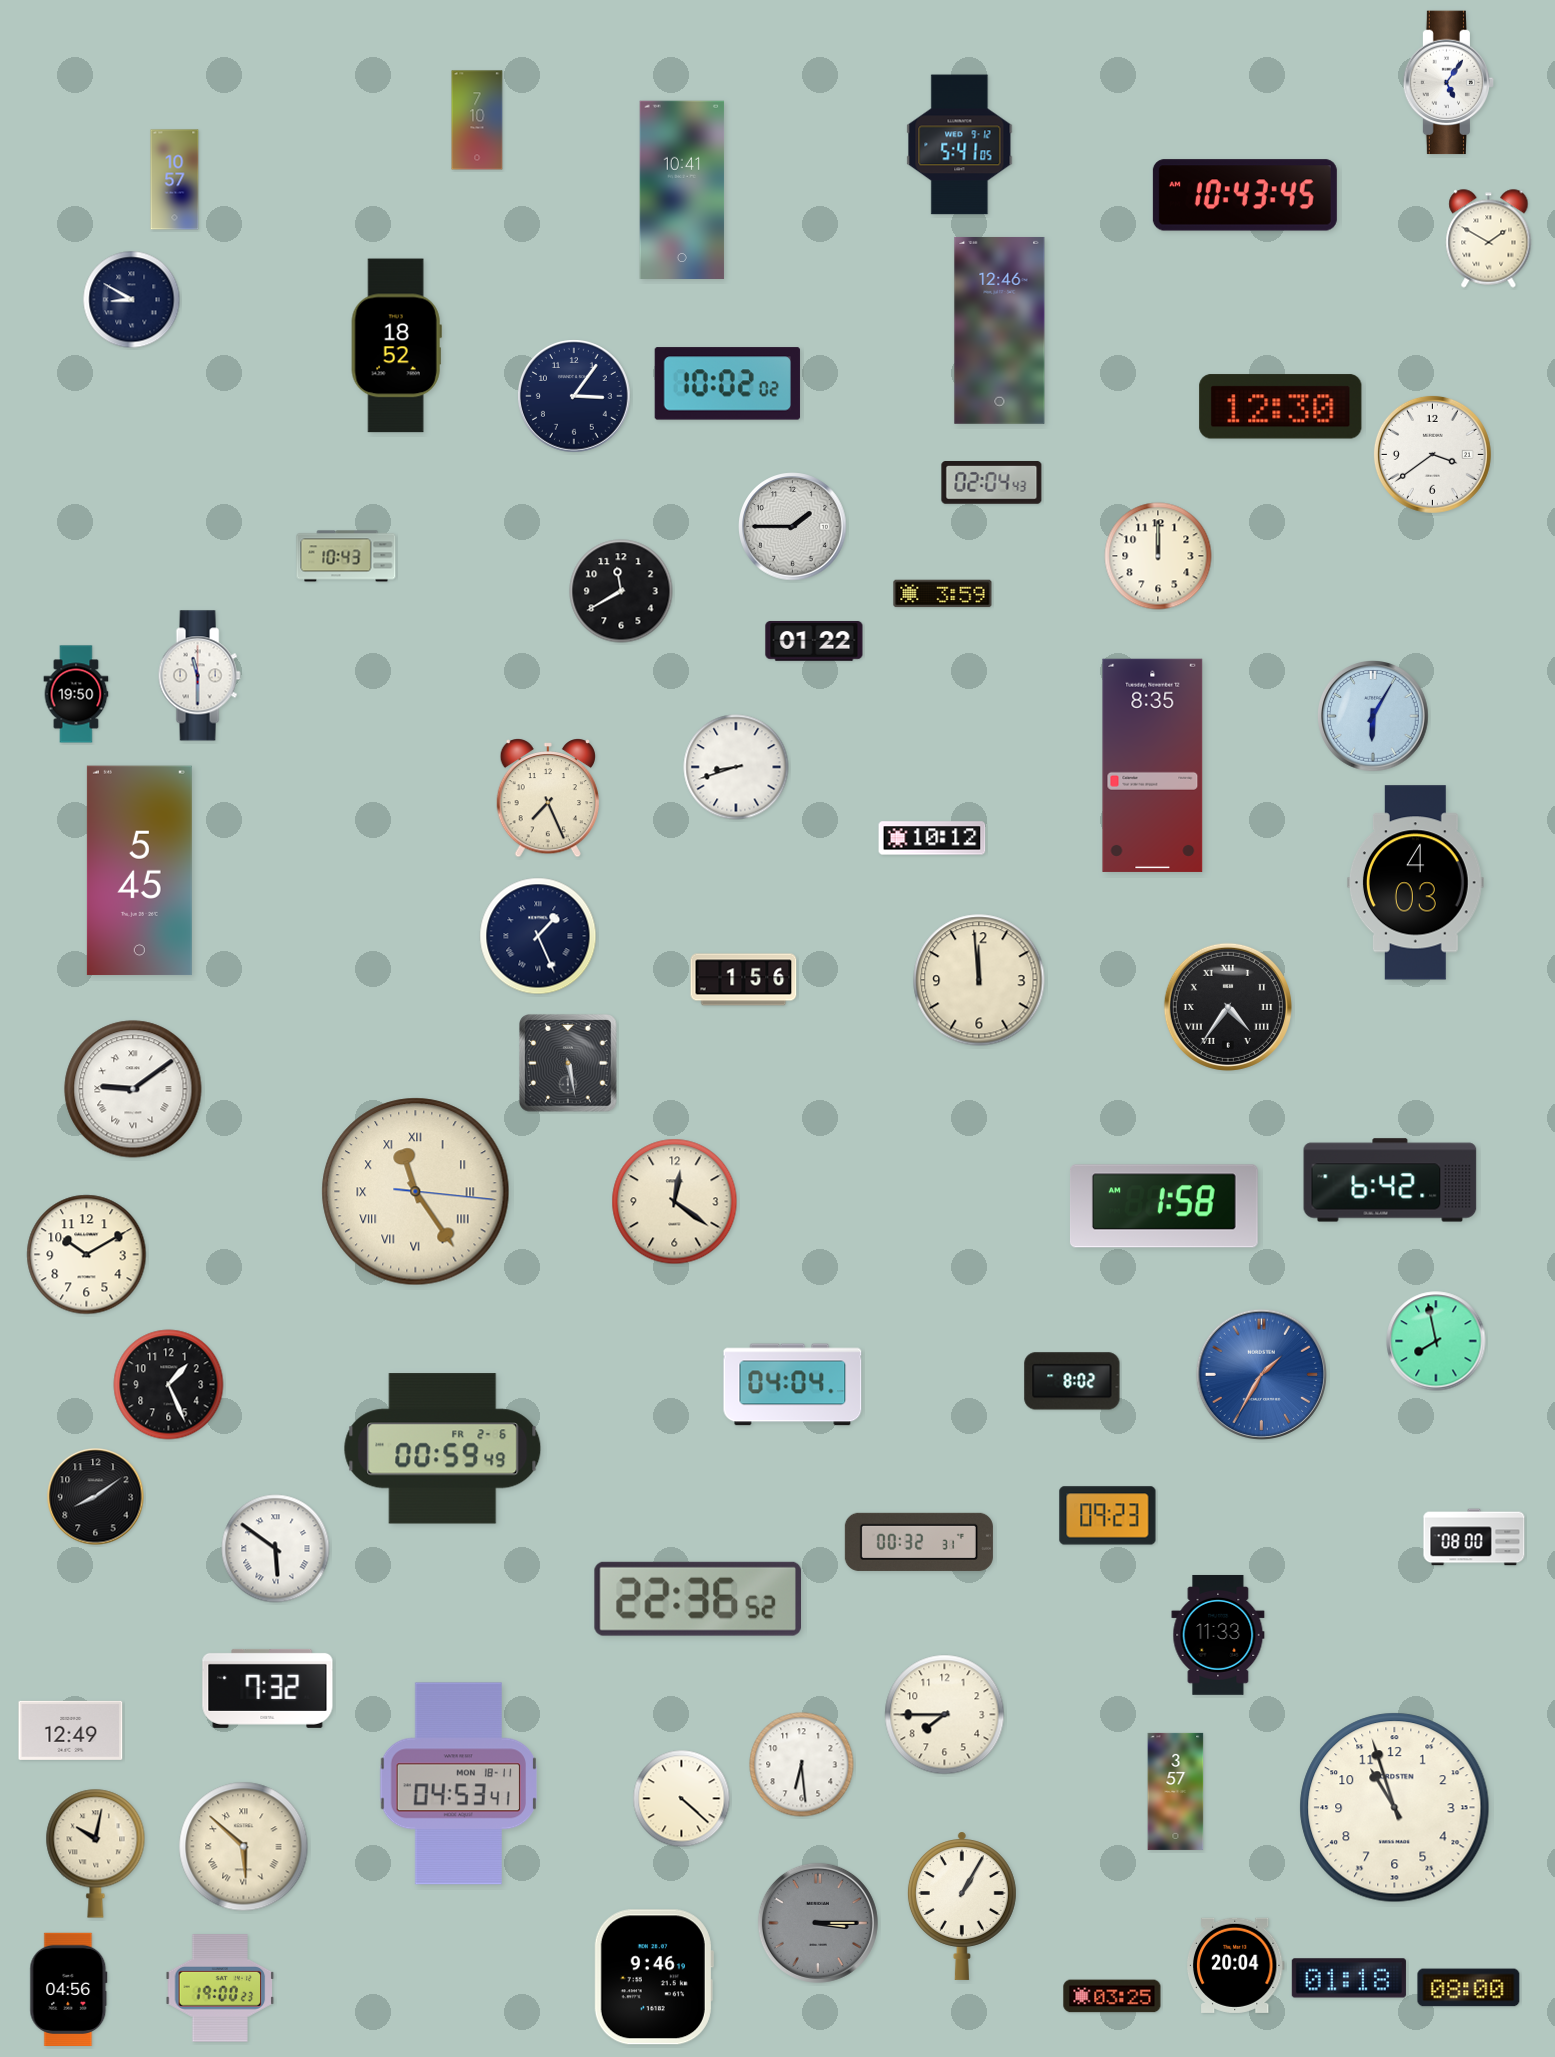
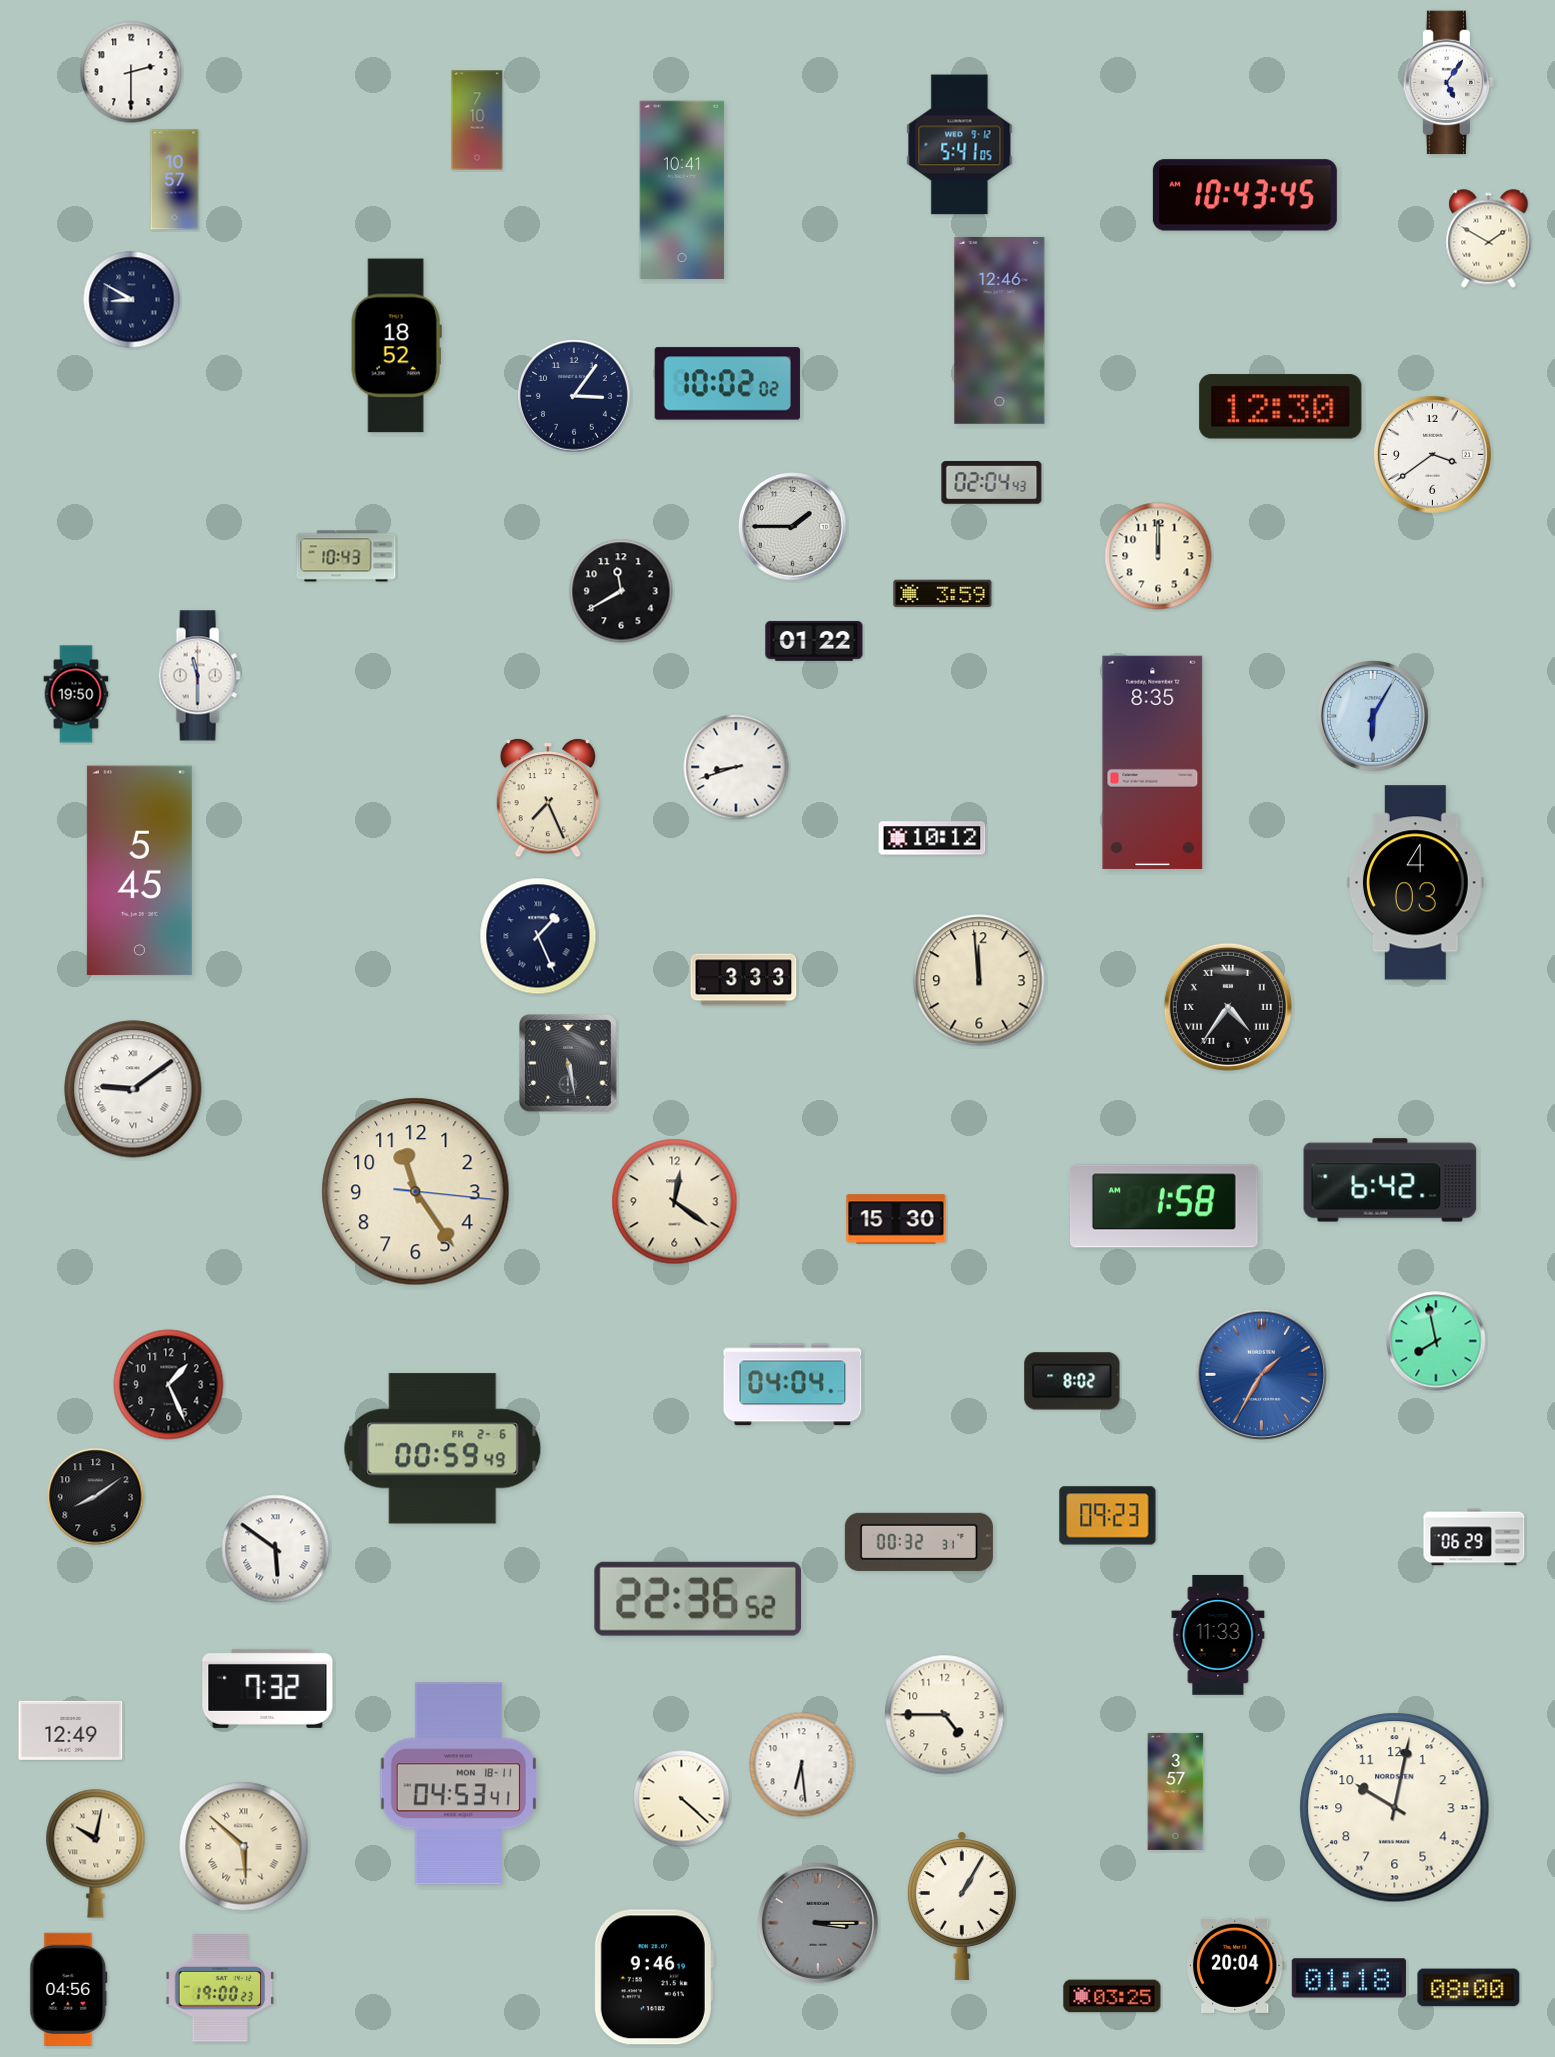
clock at (131, 72): none -> 2:30
clock at (1153, 765) position: (1153, 765) -> (1153, 762)
clock at (744, 980): 1:56 -> 3:33
clock at (416, 1192) numerals: Roman -> Arabic
clock at (896, 1219): none -> 15:30
clock at (87, 1255): 10:10 -> none
clock at (1474, 1537): 08:00 -> 06:29
clock at (945, 1715): 7:45 -> 4:45
clock at (1395, 1808): 10:57 -> 10:02
